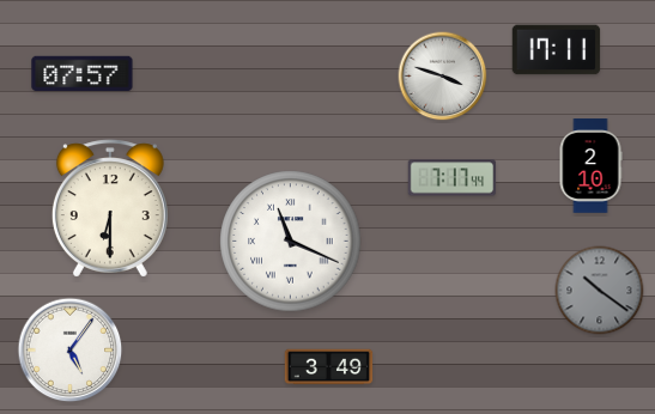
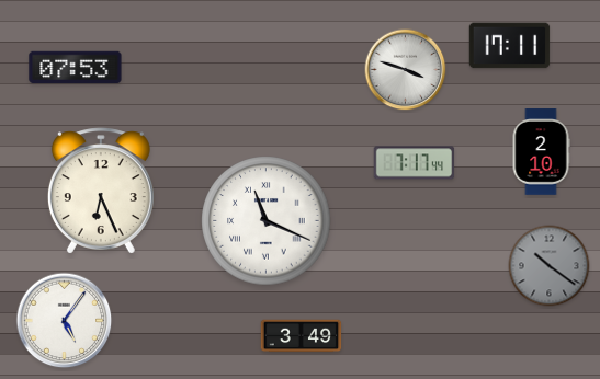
clock at (83, 74): 07:57 -> 07:53
clock at (110, 208): 6:30 -> 6:26
